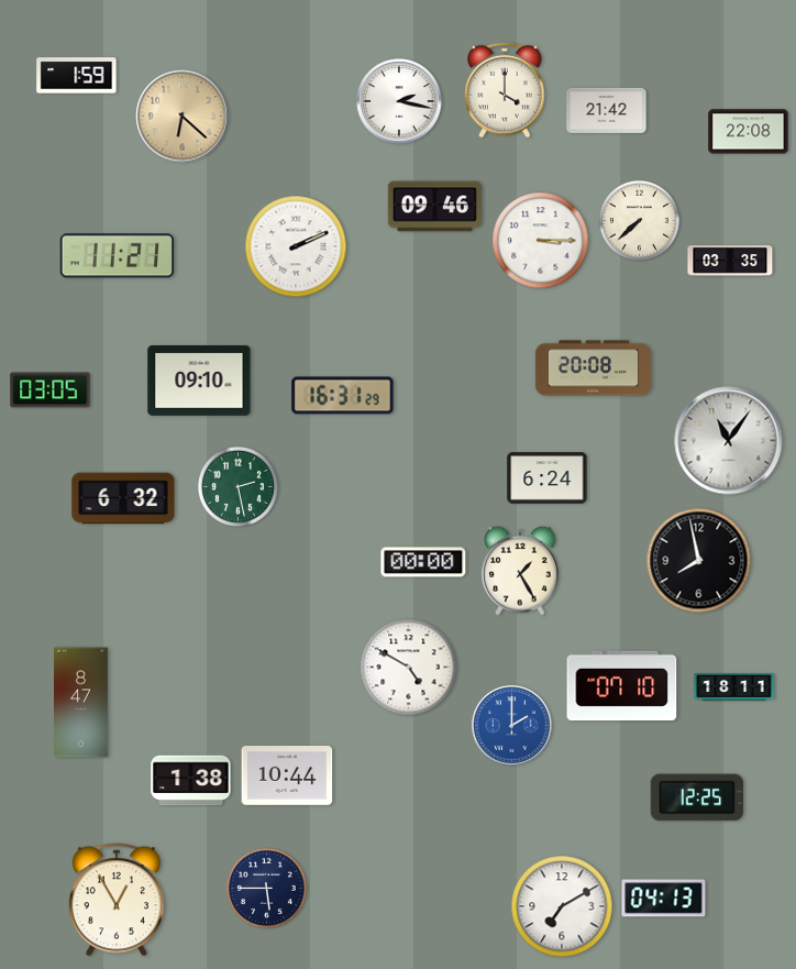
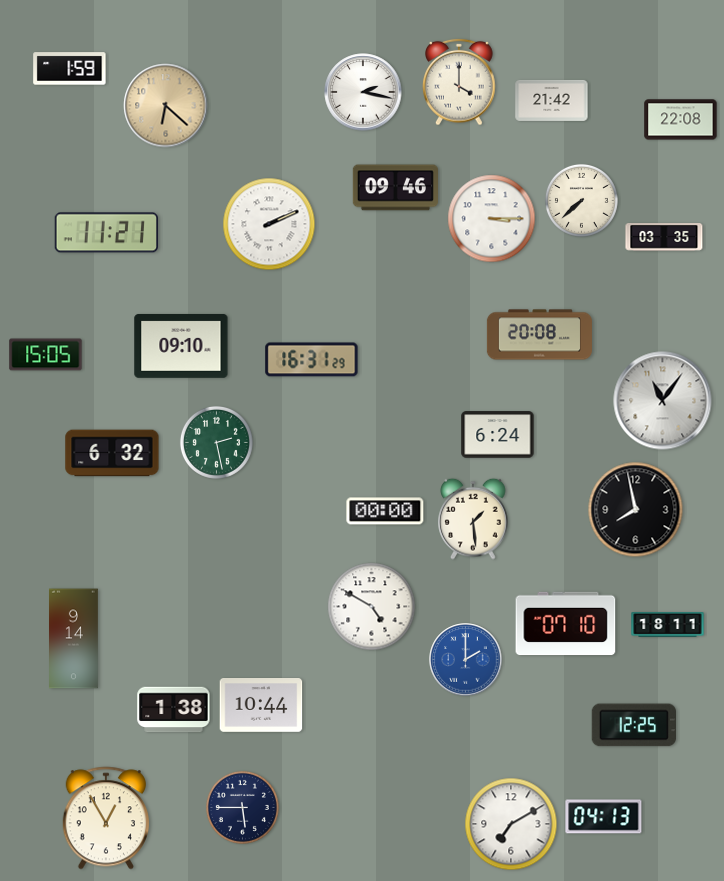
clock at (51, 390): 03:05 -> 15:05
clock at (520, 571): 1:25 -> 1:29
clock at (81, 703): 8:47 -> 9:14
